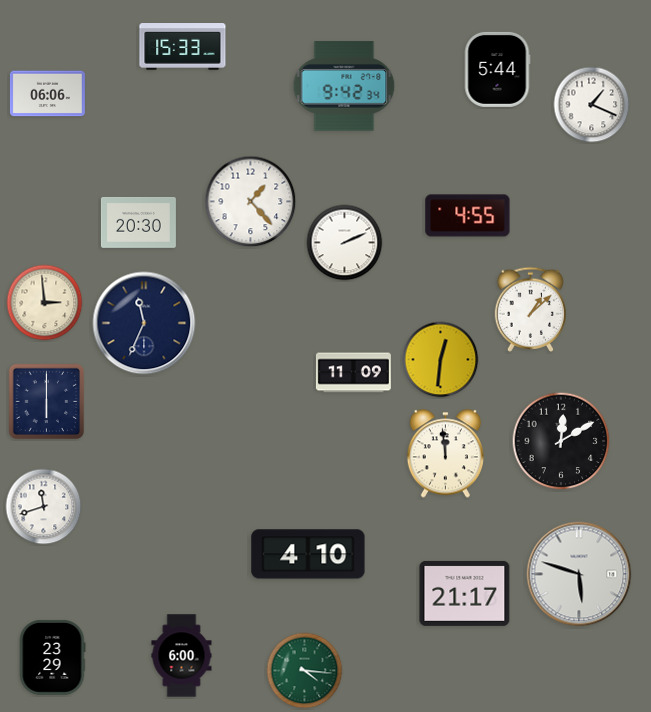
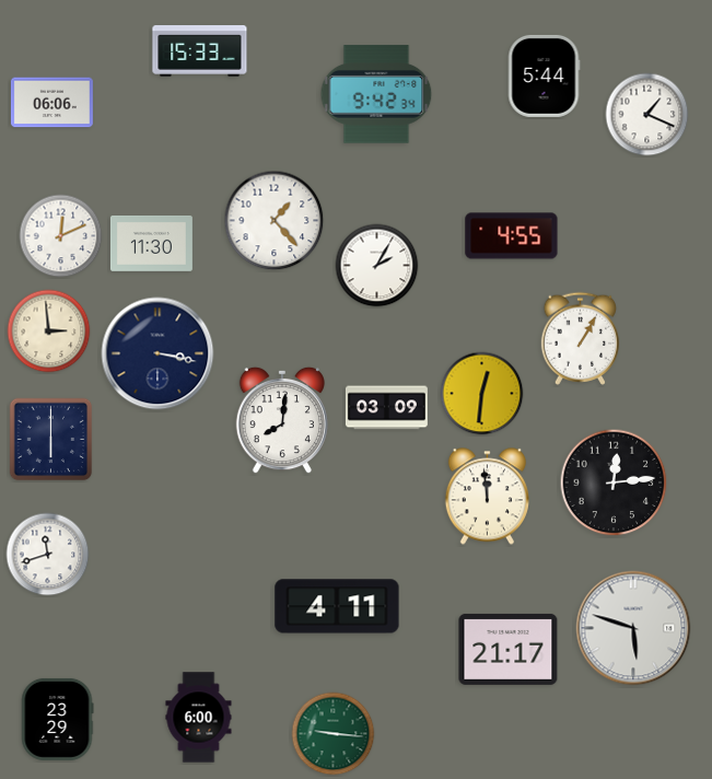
clock at (61, 236): none -> 12:11
clock at (138, 222): 20:30 -> 11:30
clock at (345, 243): 2:11 -> 2:05
clock at (531, 309): 1:08 -> 1:05
clock at (144, 323): 11:34 -> 3:17
clock at (353, 373): 11:09 -> 03:09
clock at (282, 420): none -> 8:01
clock at (561, 441): 12:10 -> 12:14
clock at (308, 554): 4:10 -> 4:11
clock at (305, 671): 4:16 -> 9:16
